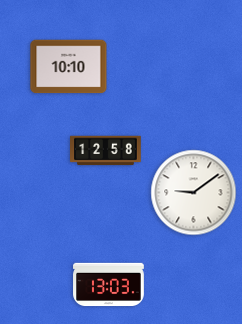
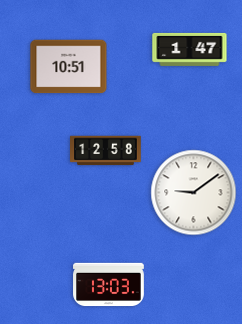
clock at (190, 49): none -> 1:47
clock at (69, 67): 10:10 -> 10:51
